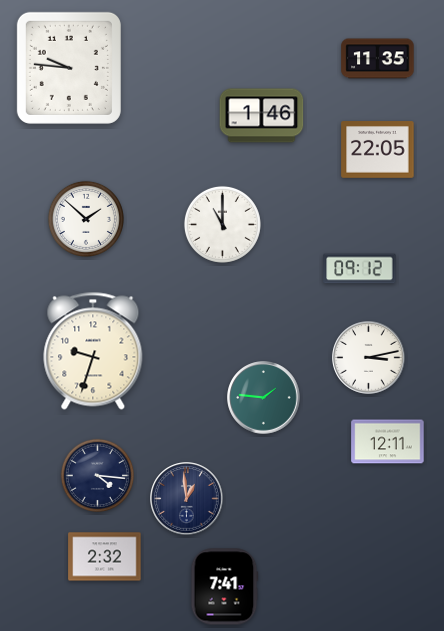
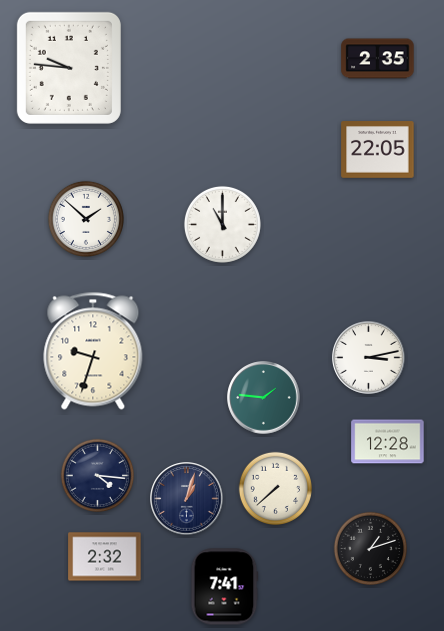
clock at (378, 59): 11:35 -> 2:35
clock at (262, 116): 1:46 -> none
clock at (360, 269): 09:12 -> none
clock at (388, 442): 12:11 -> 12:28
clock at (275, 488): none -> 7:38
clock at (187, 499): 12:59 -> 1:03
clock at (370, 548): none -> 1:12
